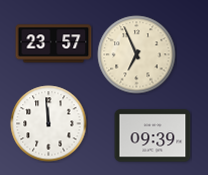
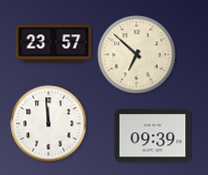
clock at (137, 55): 6:56 -> 6:52
